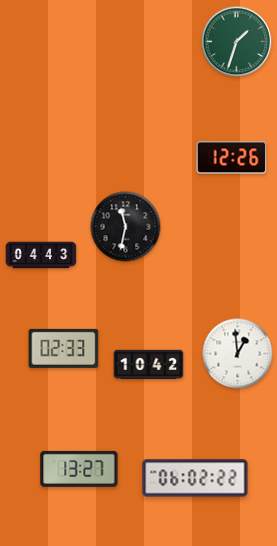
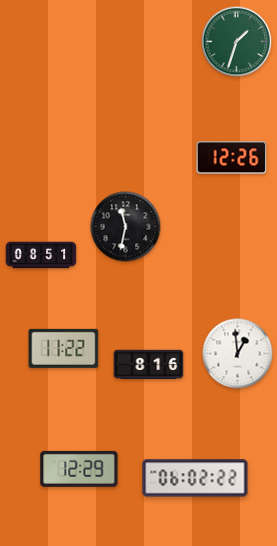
clock at (41, 255): 04:43 -> 08:51
clock at (64, 348): 02:33 -> 11:22
clock at (149, 365): 10:42 -> 8:16
clock at (79, 469): 13:27 -> 12:29
